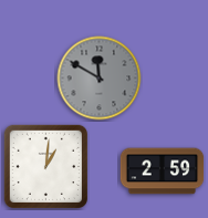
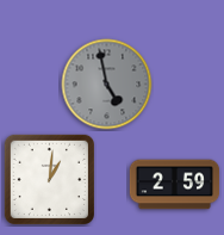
clock at (100, 79): 11:50 -> 4:58
